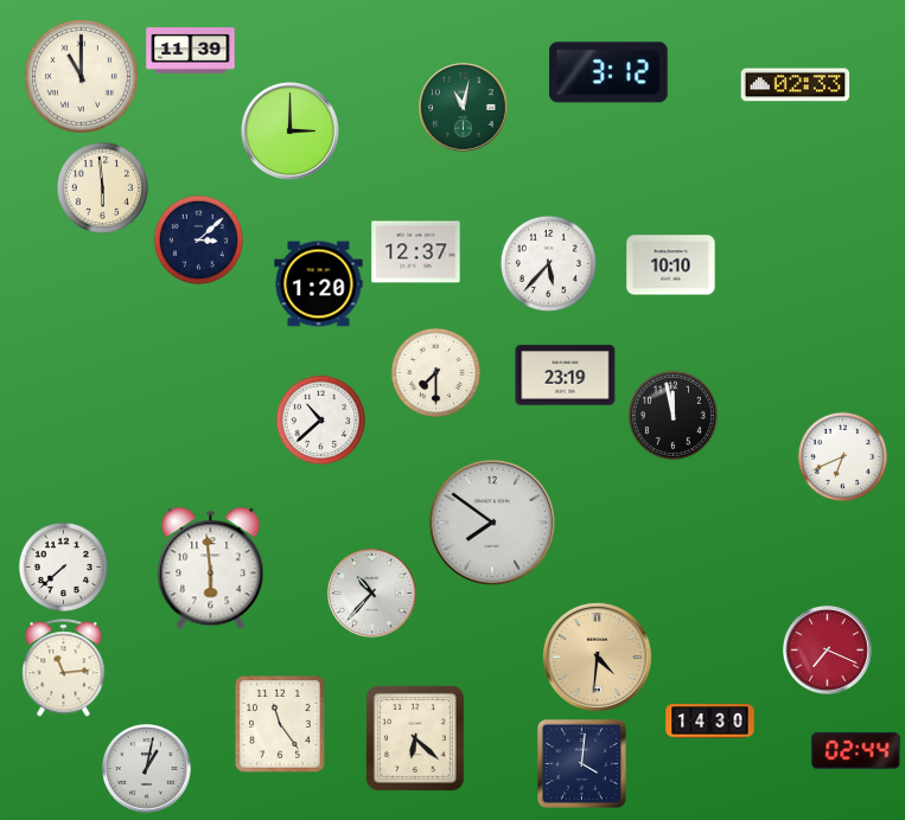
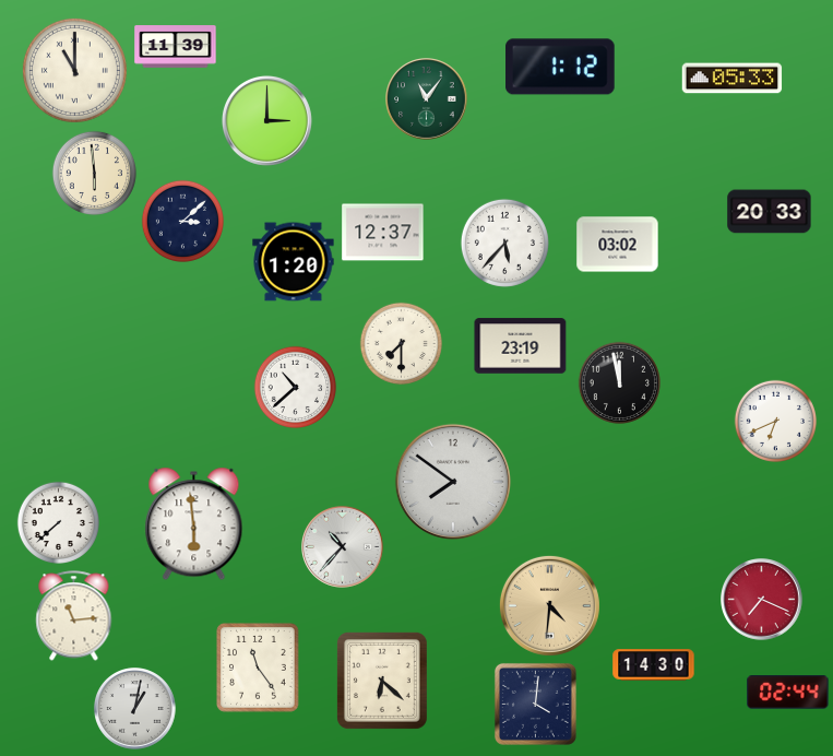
clock at (608, 72): 3:12 -> 1:12
clock at (796, 85): 02:33 -> 05:33
clock at (464, 108): 11:02 -> 11:06
clock at (770, 212): none -> 20:33
clock at (671, 265): 10:10 -> 03:02
clock at (64, 668) position: (64, 668) -> (74, 616)
